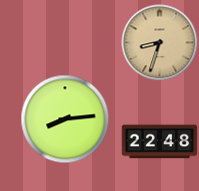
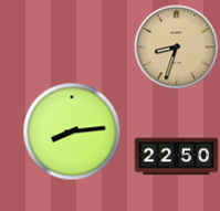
clock at (160, 142): 22:48 -> 22:50
